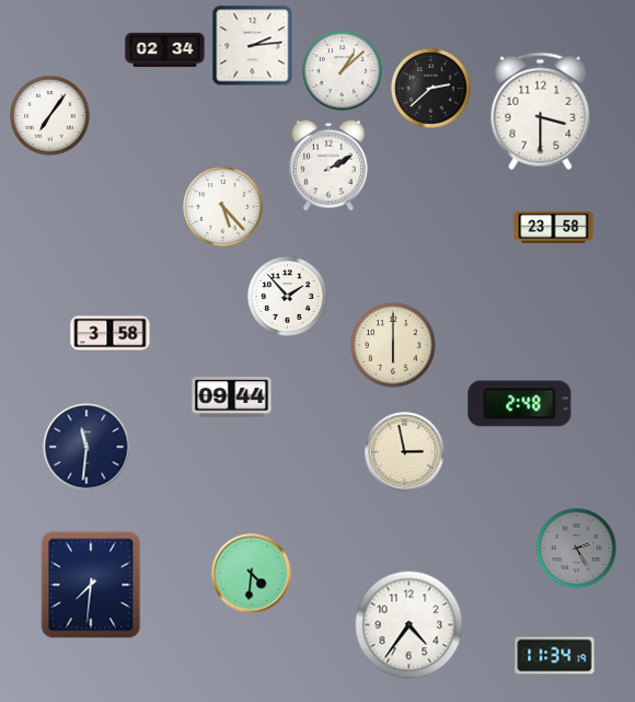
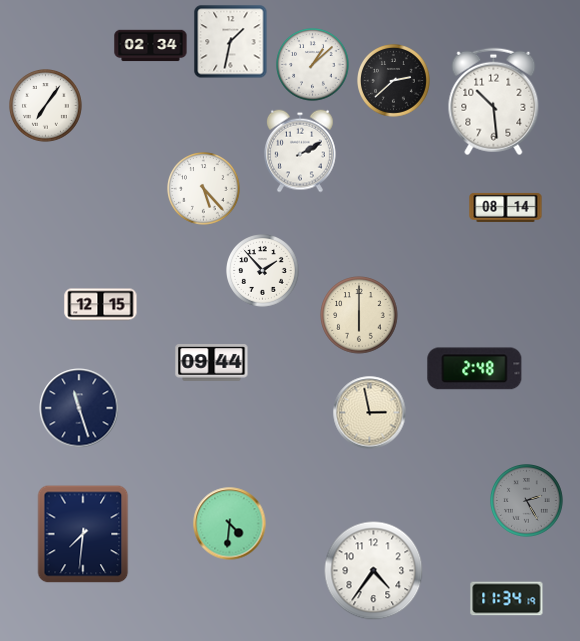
clock at (253, 46): 2:14 -> 1:32
clock at (541, 112): 3:30 -> 10:29
clock at (554, 227): 23:58 -> 08:14
clock at (111, 334): 3:58 -> 12:15
clock at (86, 447): 11:31 -> 11:27
